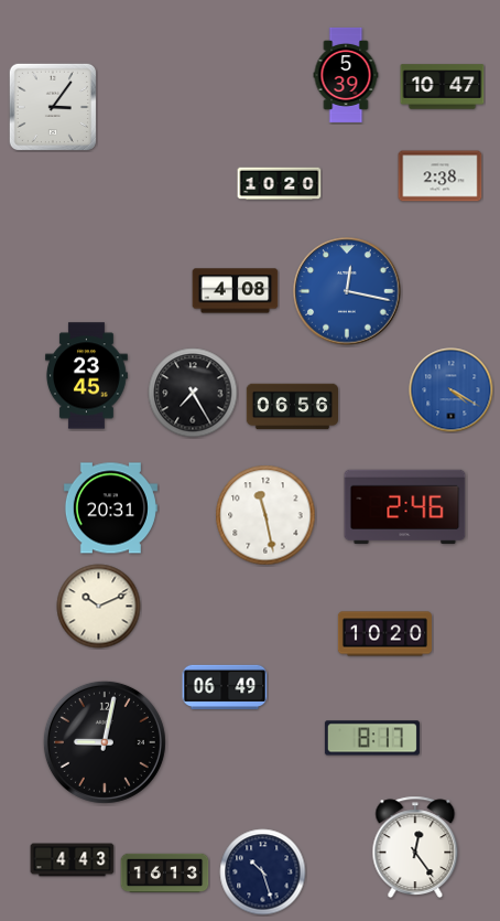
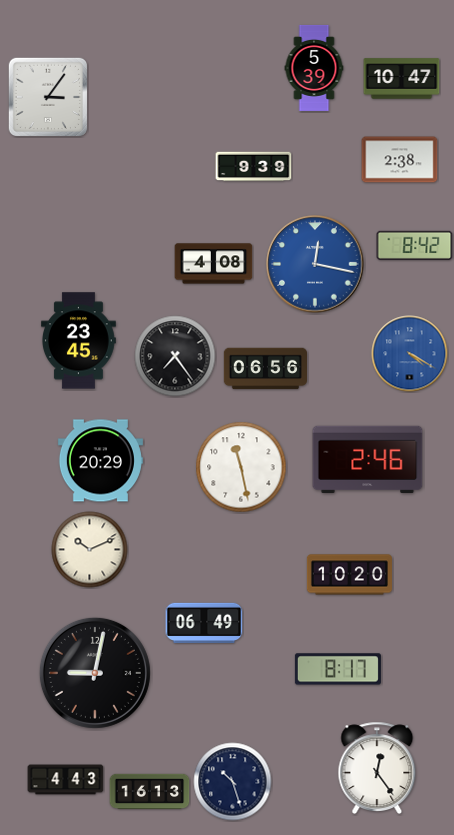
clock at (280, 184): 10:20 -> 9:39
clock at (415, 245): none -> 8:42
clock at (193, 393): 7:25 -> 7:24
clock at (110, 508): 20:31 -> 20:29
clock at (263, 872) position: (263, 872) -> (233, 782)
